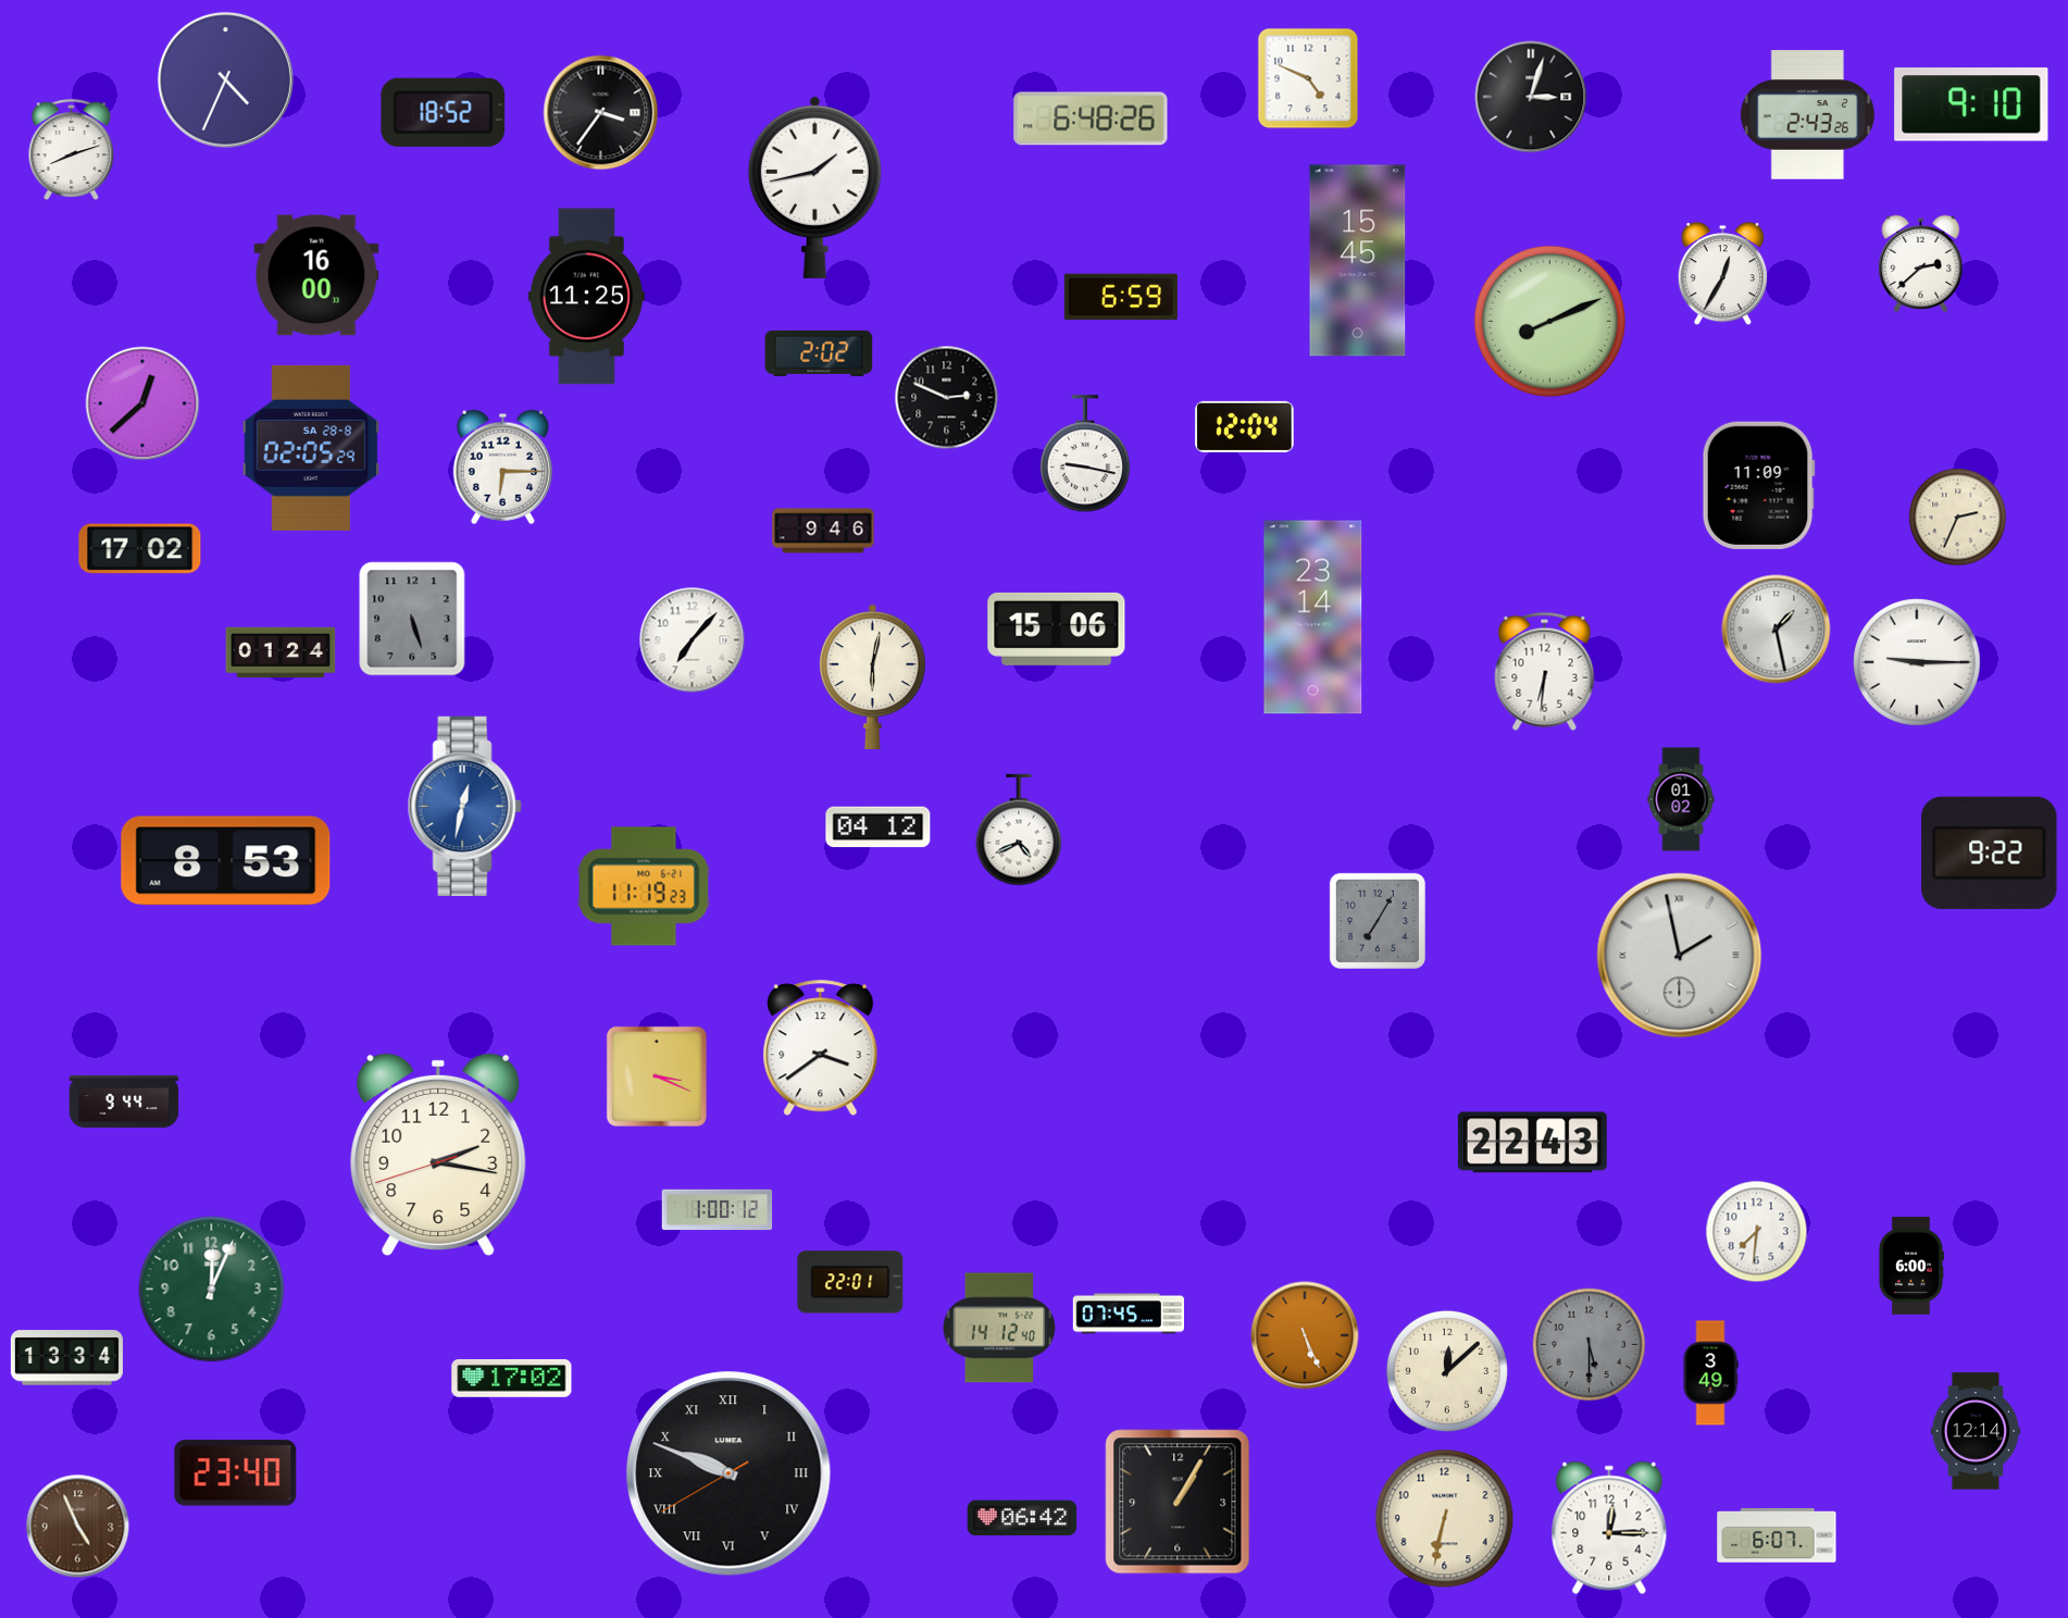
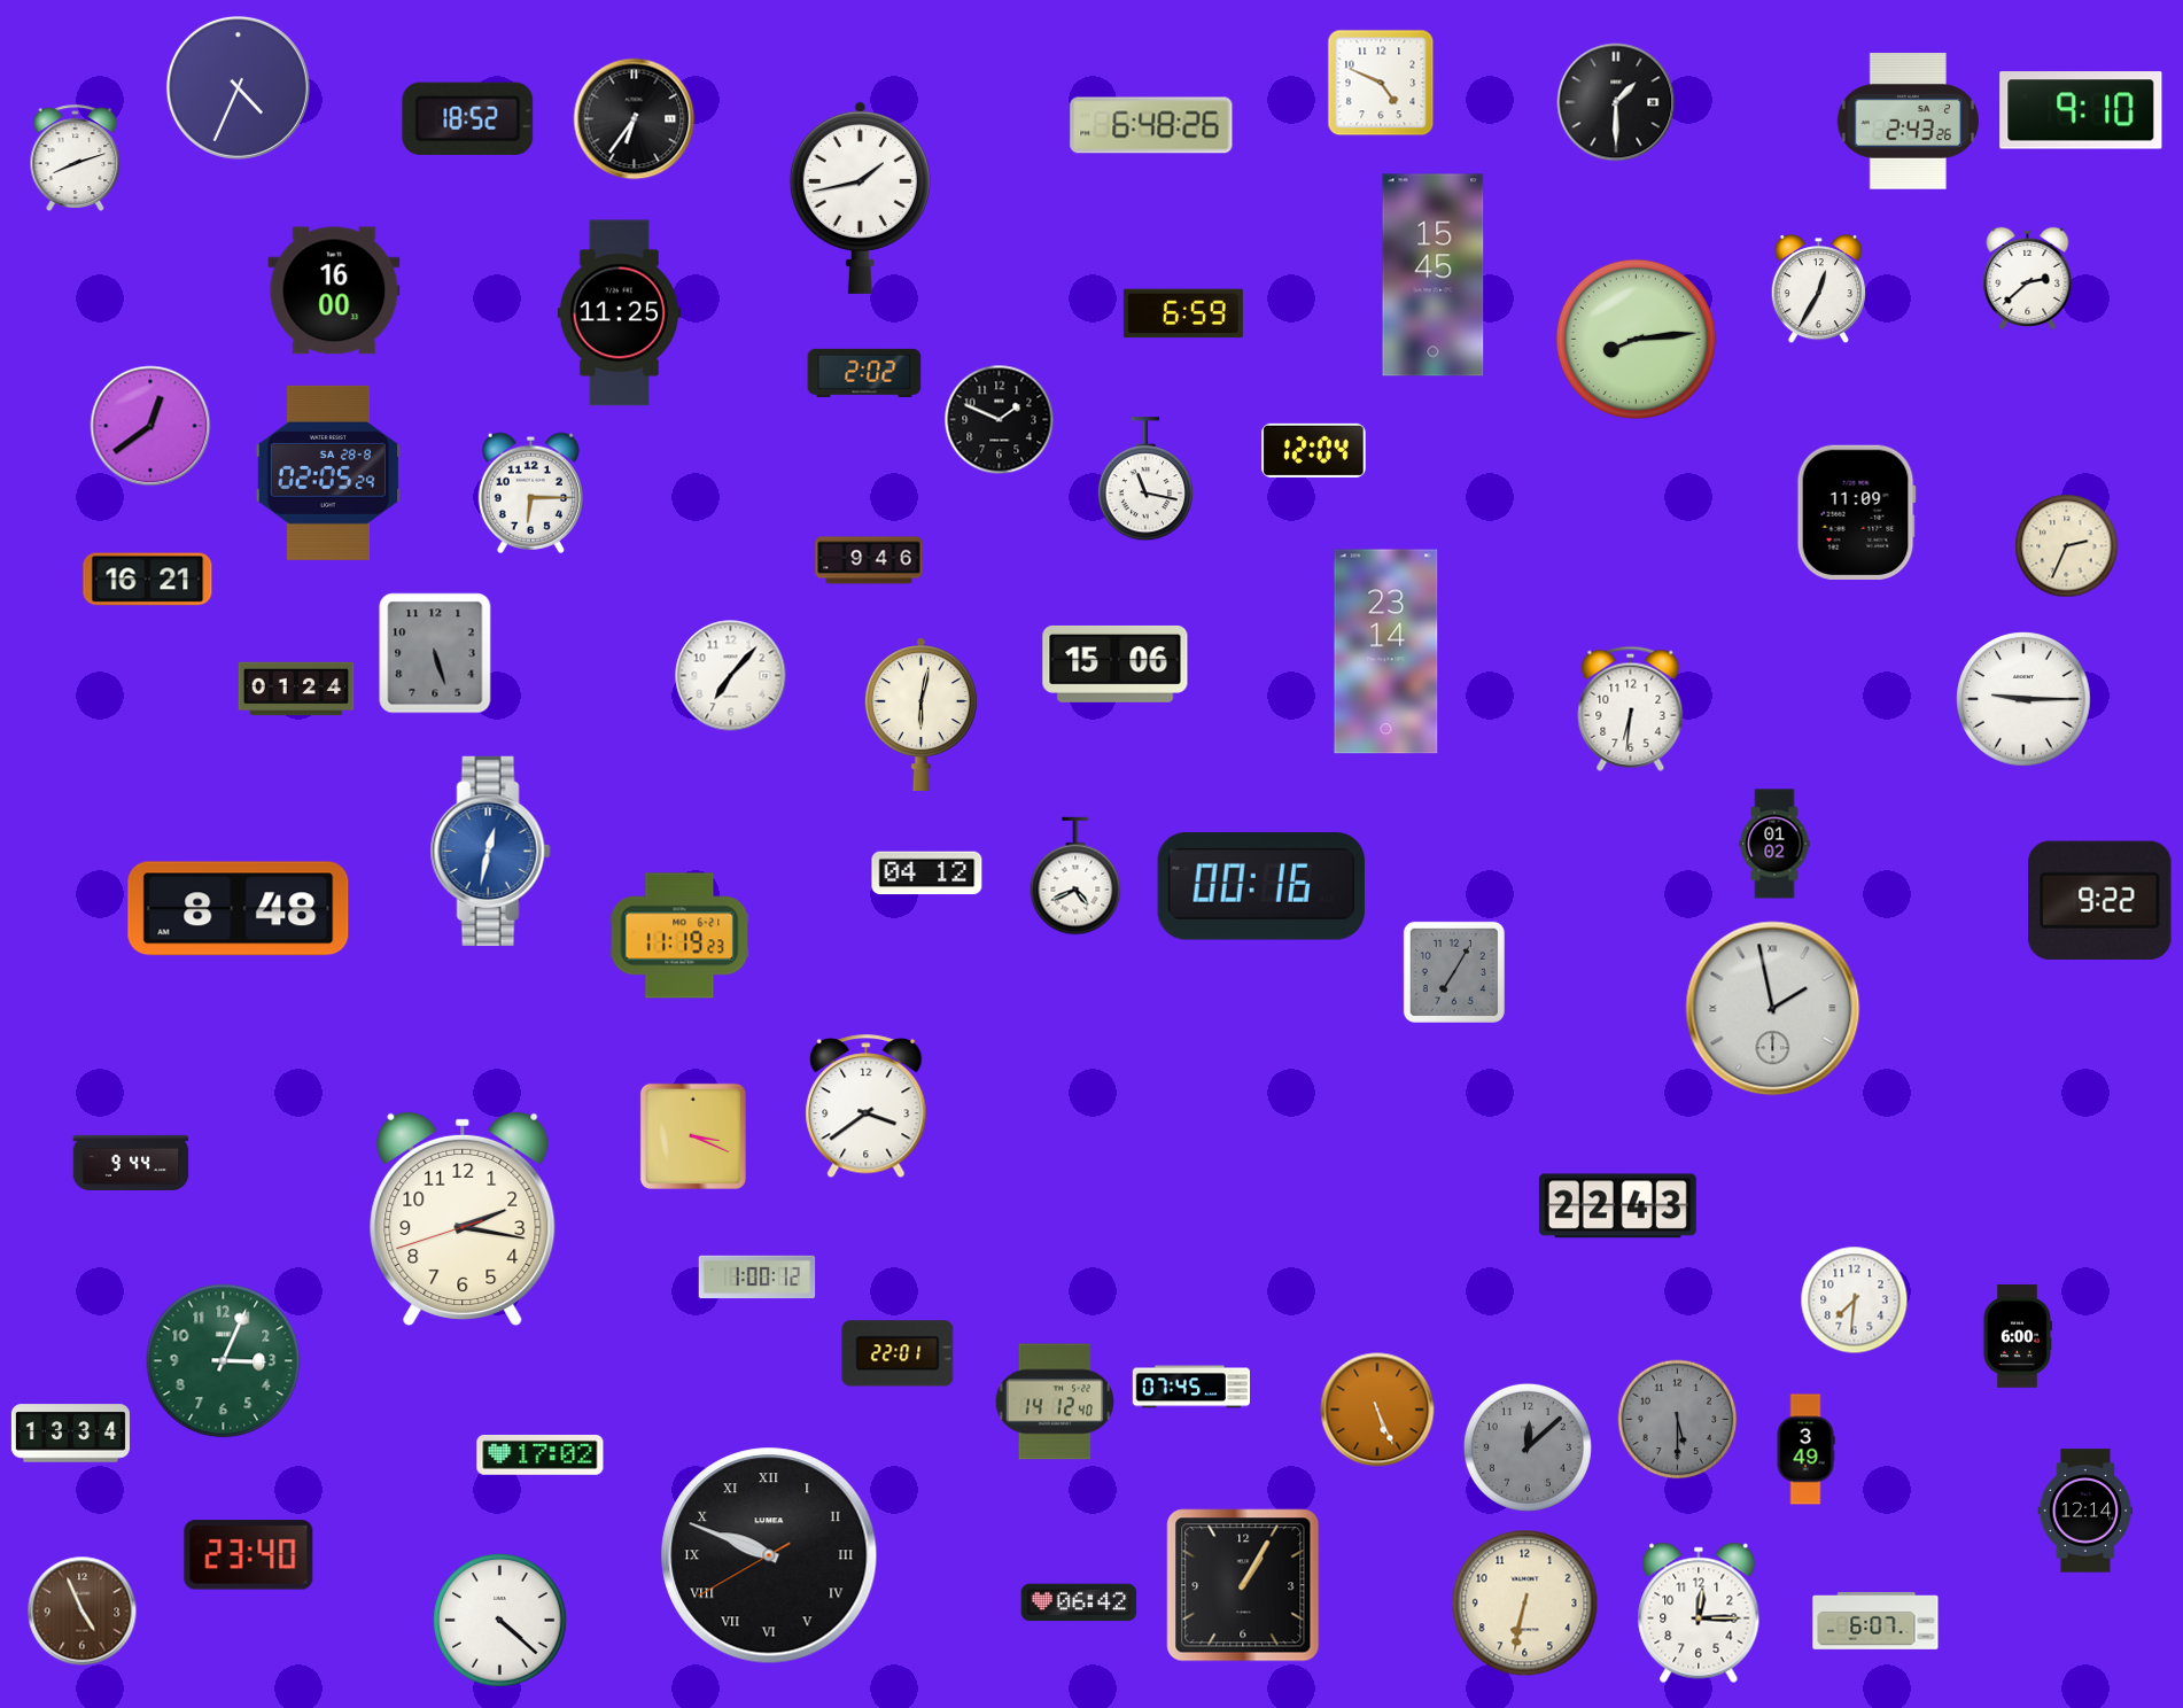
clock at (225, 79) position: (225, 79) -> (238, 87)
clock at (1531, 97): 3:03 -> 1:30
clock at (601, 113): 3:36 -> 6:36
clock at (1549, 321): 8:11 -> 8:14
clock at (947, 398): 2:49 -> 1:49
clock at (142, 403): 12:38 -> 12:39
clock at (1085, 455): 9:17 -> 11:17
clock at (140, 549): 17:02 -> 16:21
clock at (1777, 630): 1:28 -> none
clock at (1261, 886): none -> 00:16
clock at (226, 861): 8:53 -> 8:48
clock at (212, 1290): 12:04 -> 3:04
clock at (1447, 1371) dial: cream -> grey
clock at (500, 1621): none -> 4:22
